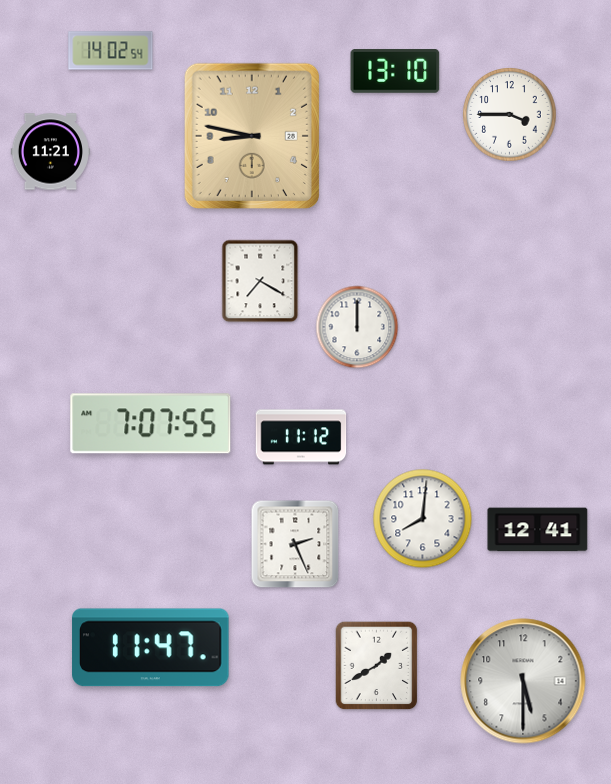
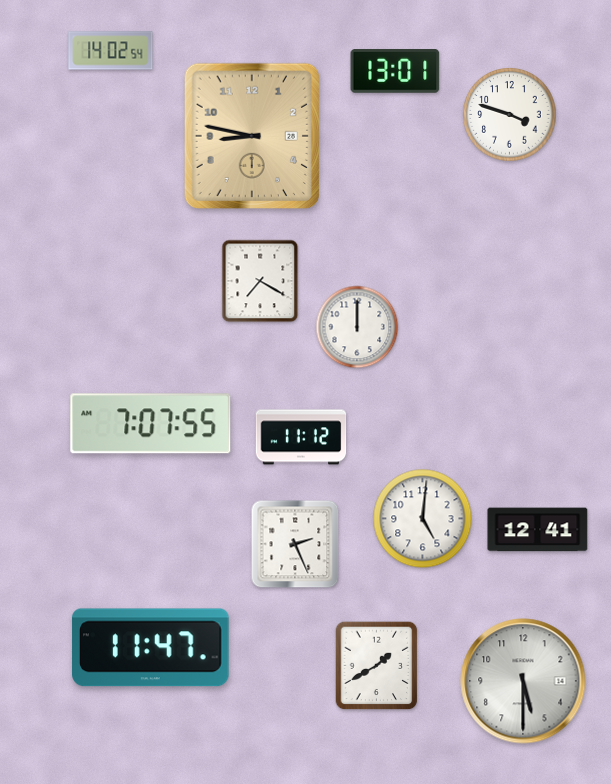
clock at (395, 72): 13:10 -> 13:01
clock at (510, 115): 3:45 -> 3:48
clock at (50, 152): 11:21 -> none
clock at (423, 519): 8:01 -> 5:01
